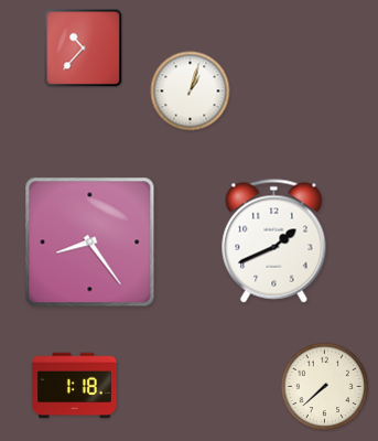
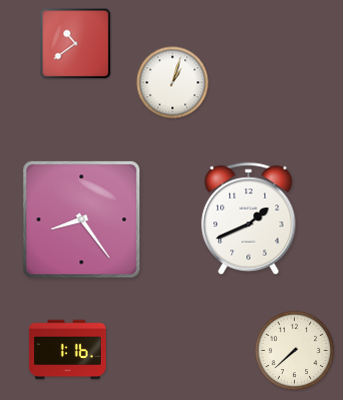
clock at (84, 49): 10:37 -> 10:39
clock at (75, 386): 1:18 -> 1:16
